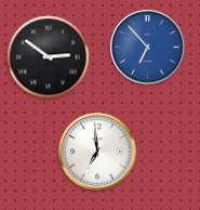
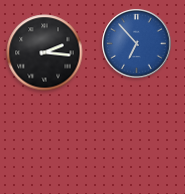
clock at (49, 57): 2:51 -> 2:16
clock at (97, 152): 6:59 -> none
